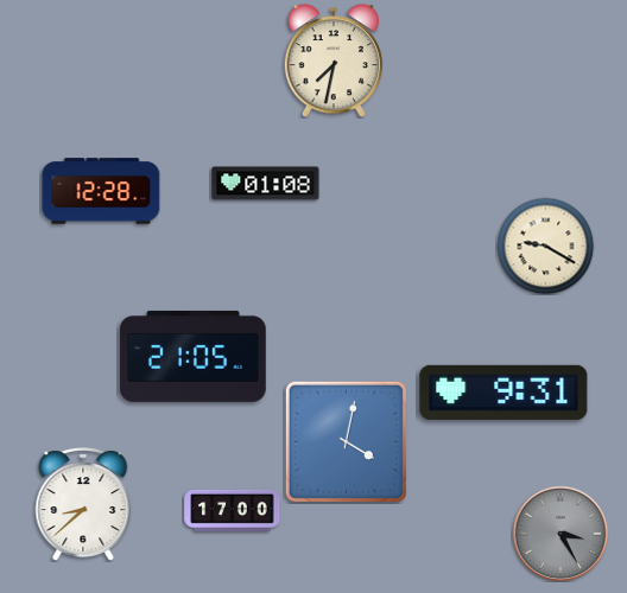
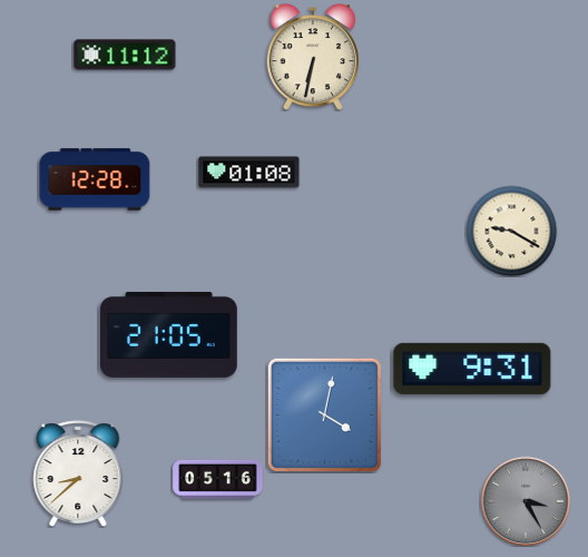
clock at (125, 55): none -> 11:12
clock at (332, 60): 7:32 -> 6:32
clock at (194, 356) position: (194, 356) -> (169, 334)
clock at (233, 510): 17:00 -> 05:16
